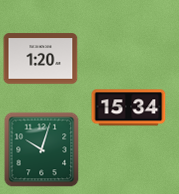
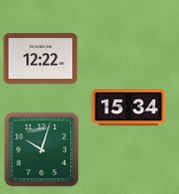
clock at (41, 59): 1:20 -> 12:22
